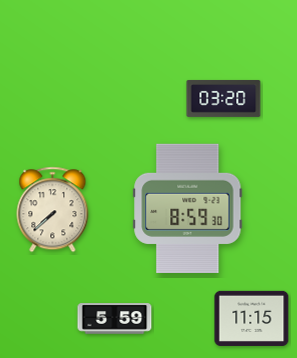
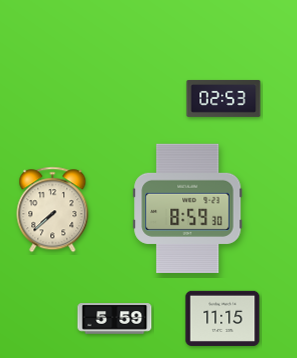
clock at (224, 98): 03:20 -> 02:53
clock at (252, 318) position: (252, 318) -> (223, 318)
